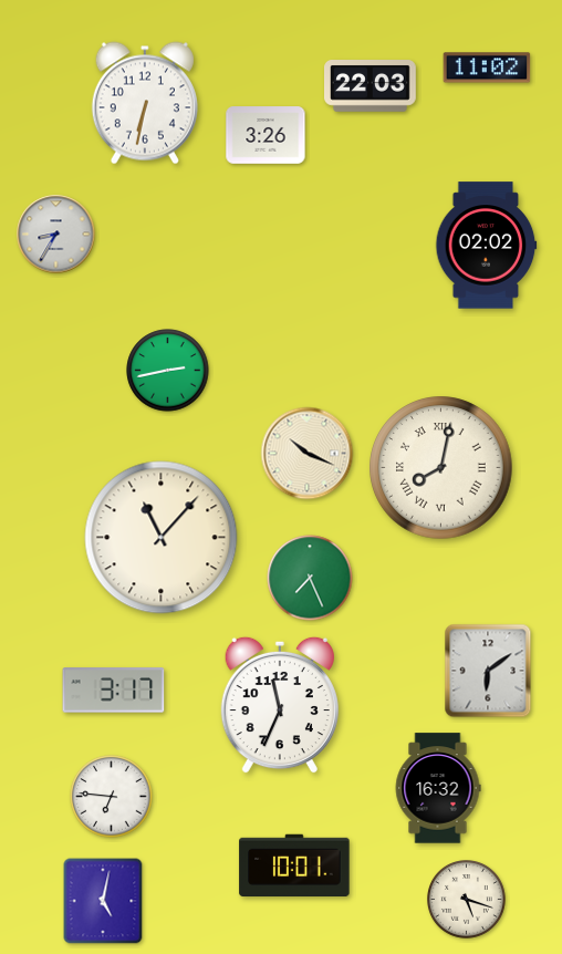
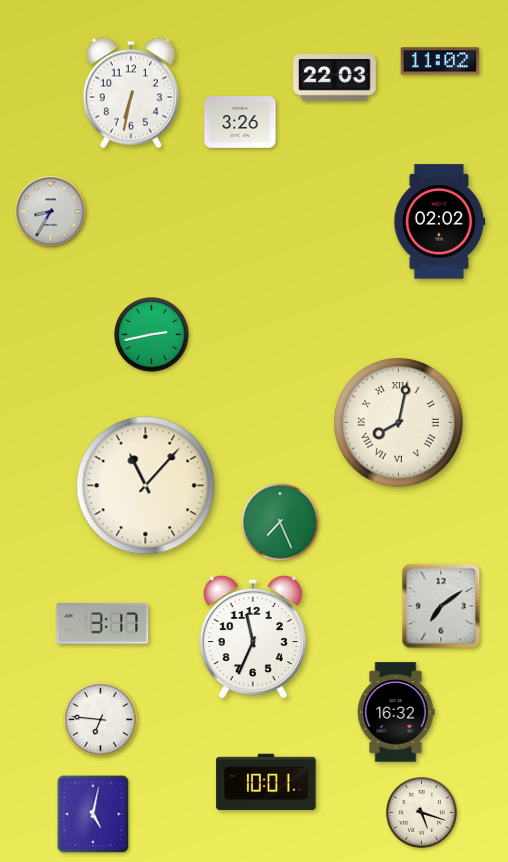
clock at (308, 454): 10:19 -> none
clock at (488, 671): 6:09 -> 7:09
